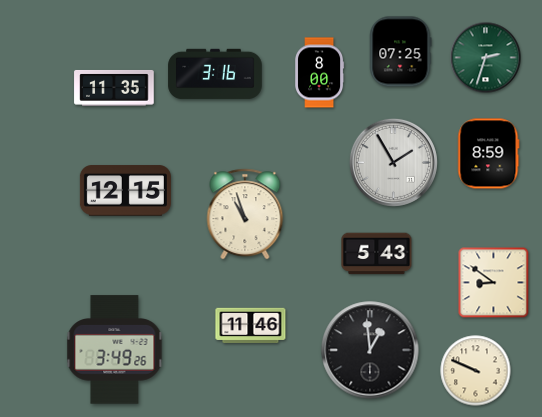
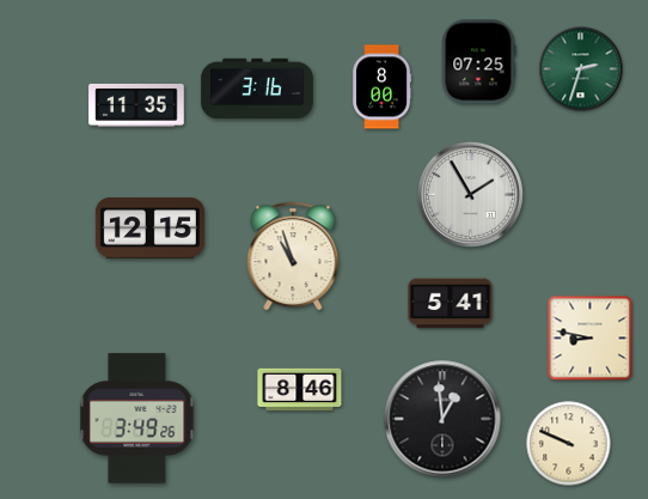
clock at (489, 154): 8:59 -> none
clock at (377, 254): 5:43 -> 5:41
clock at (494, 283): 8:51 -> 8:47
clock at (251, 326): 11:46 -> 8:46
